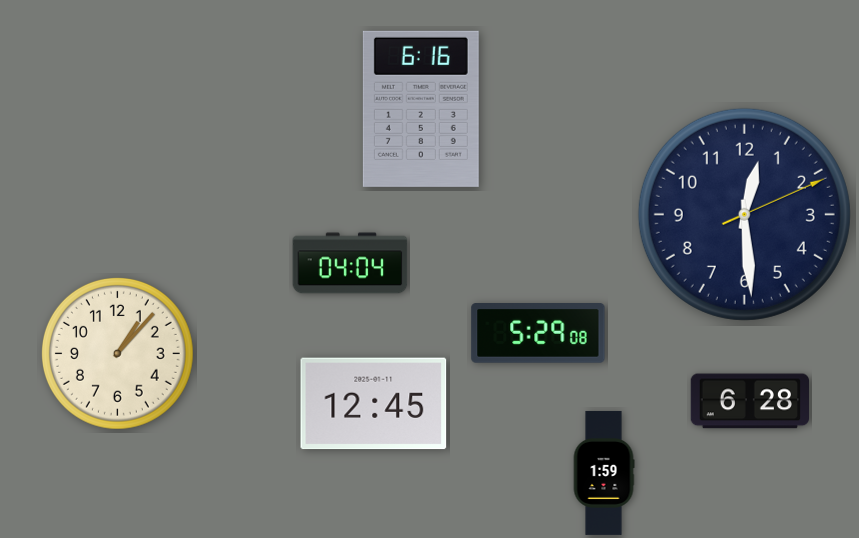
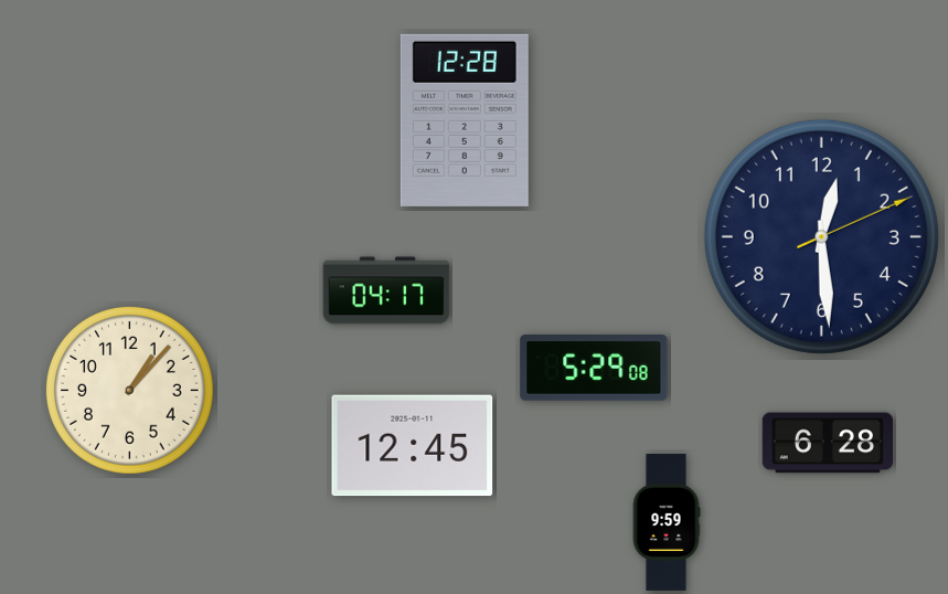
clock at (421, 109): 6:16 -> 12:28
clock at (350, 263): 04:04 -> 04:17
clock at (604, 473): 1:59 -> 9:59
